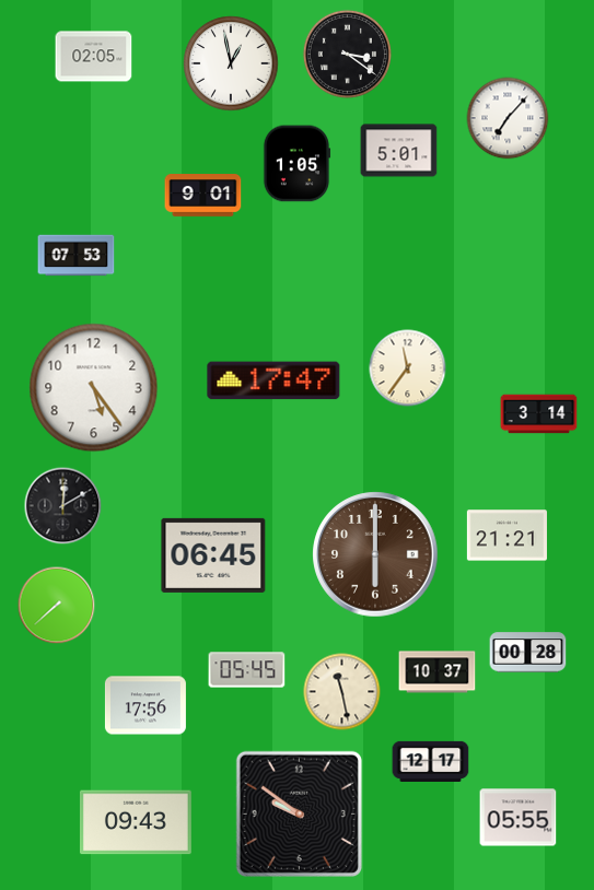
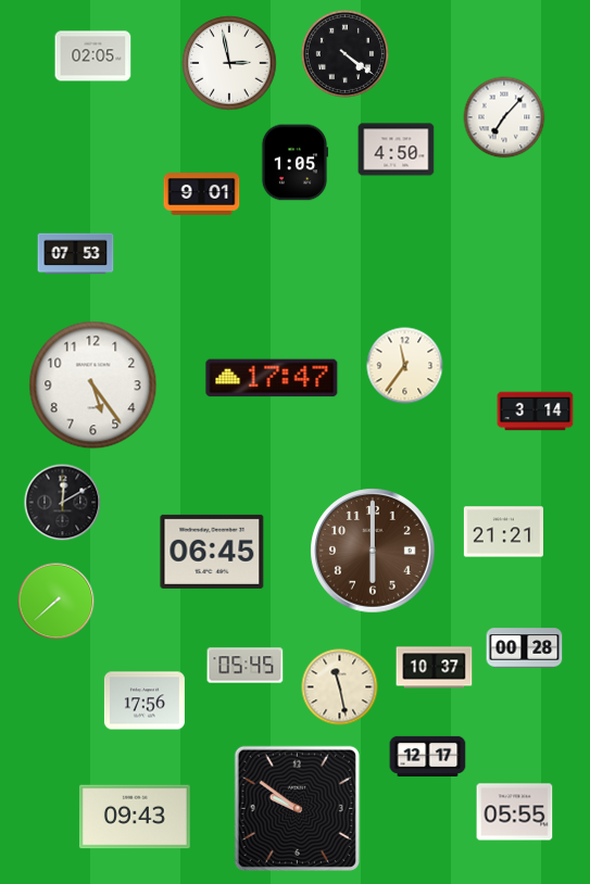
clock at (347, 54): 3:21 -> 4:21
clock at (231, 63): 12:58 -> 2:58
clock at (399, 151): 5:01 -> 4:50
